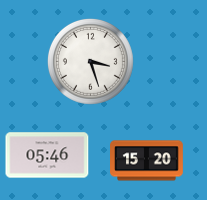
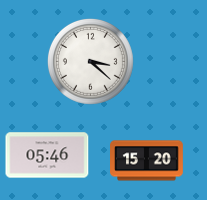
clock at (90, 61): 3:27 -> 3:22
